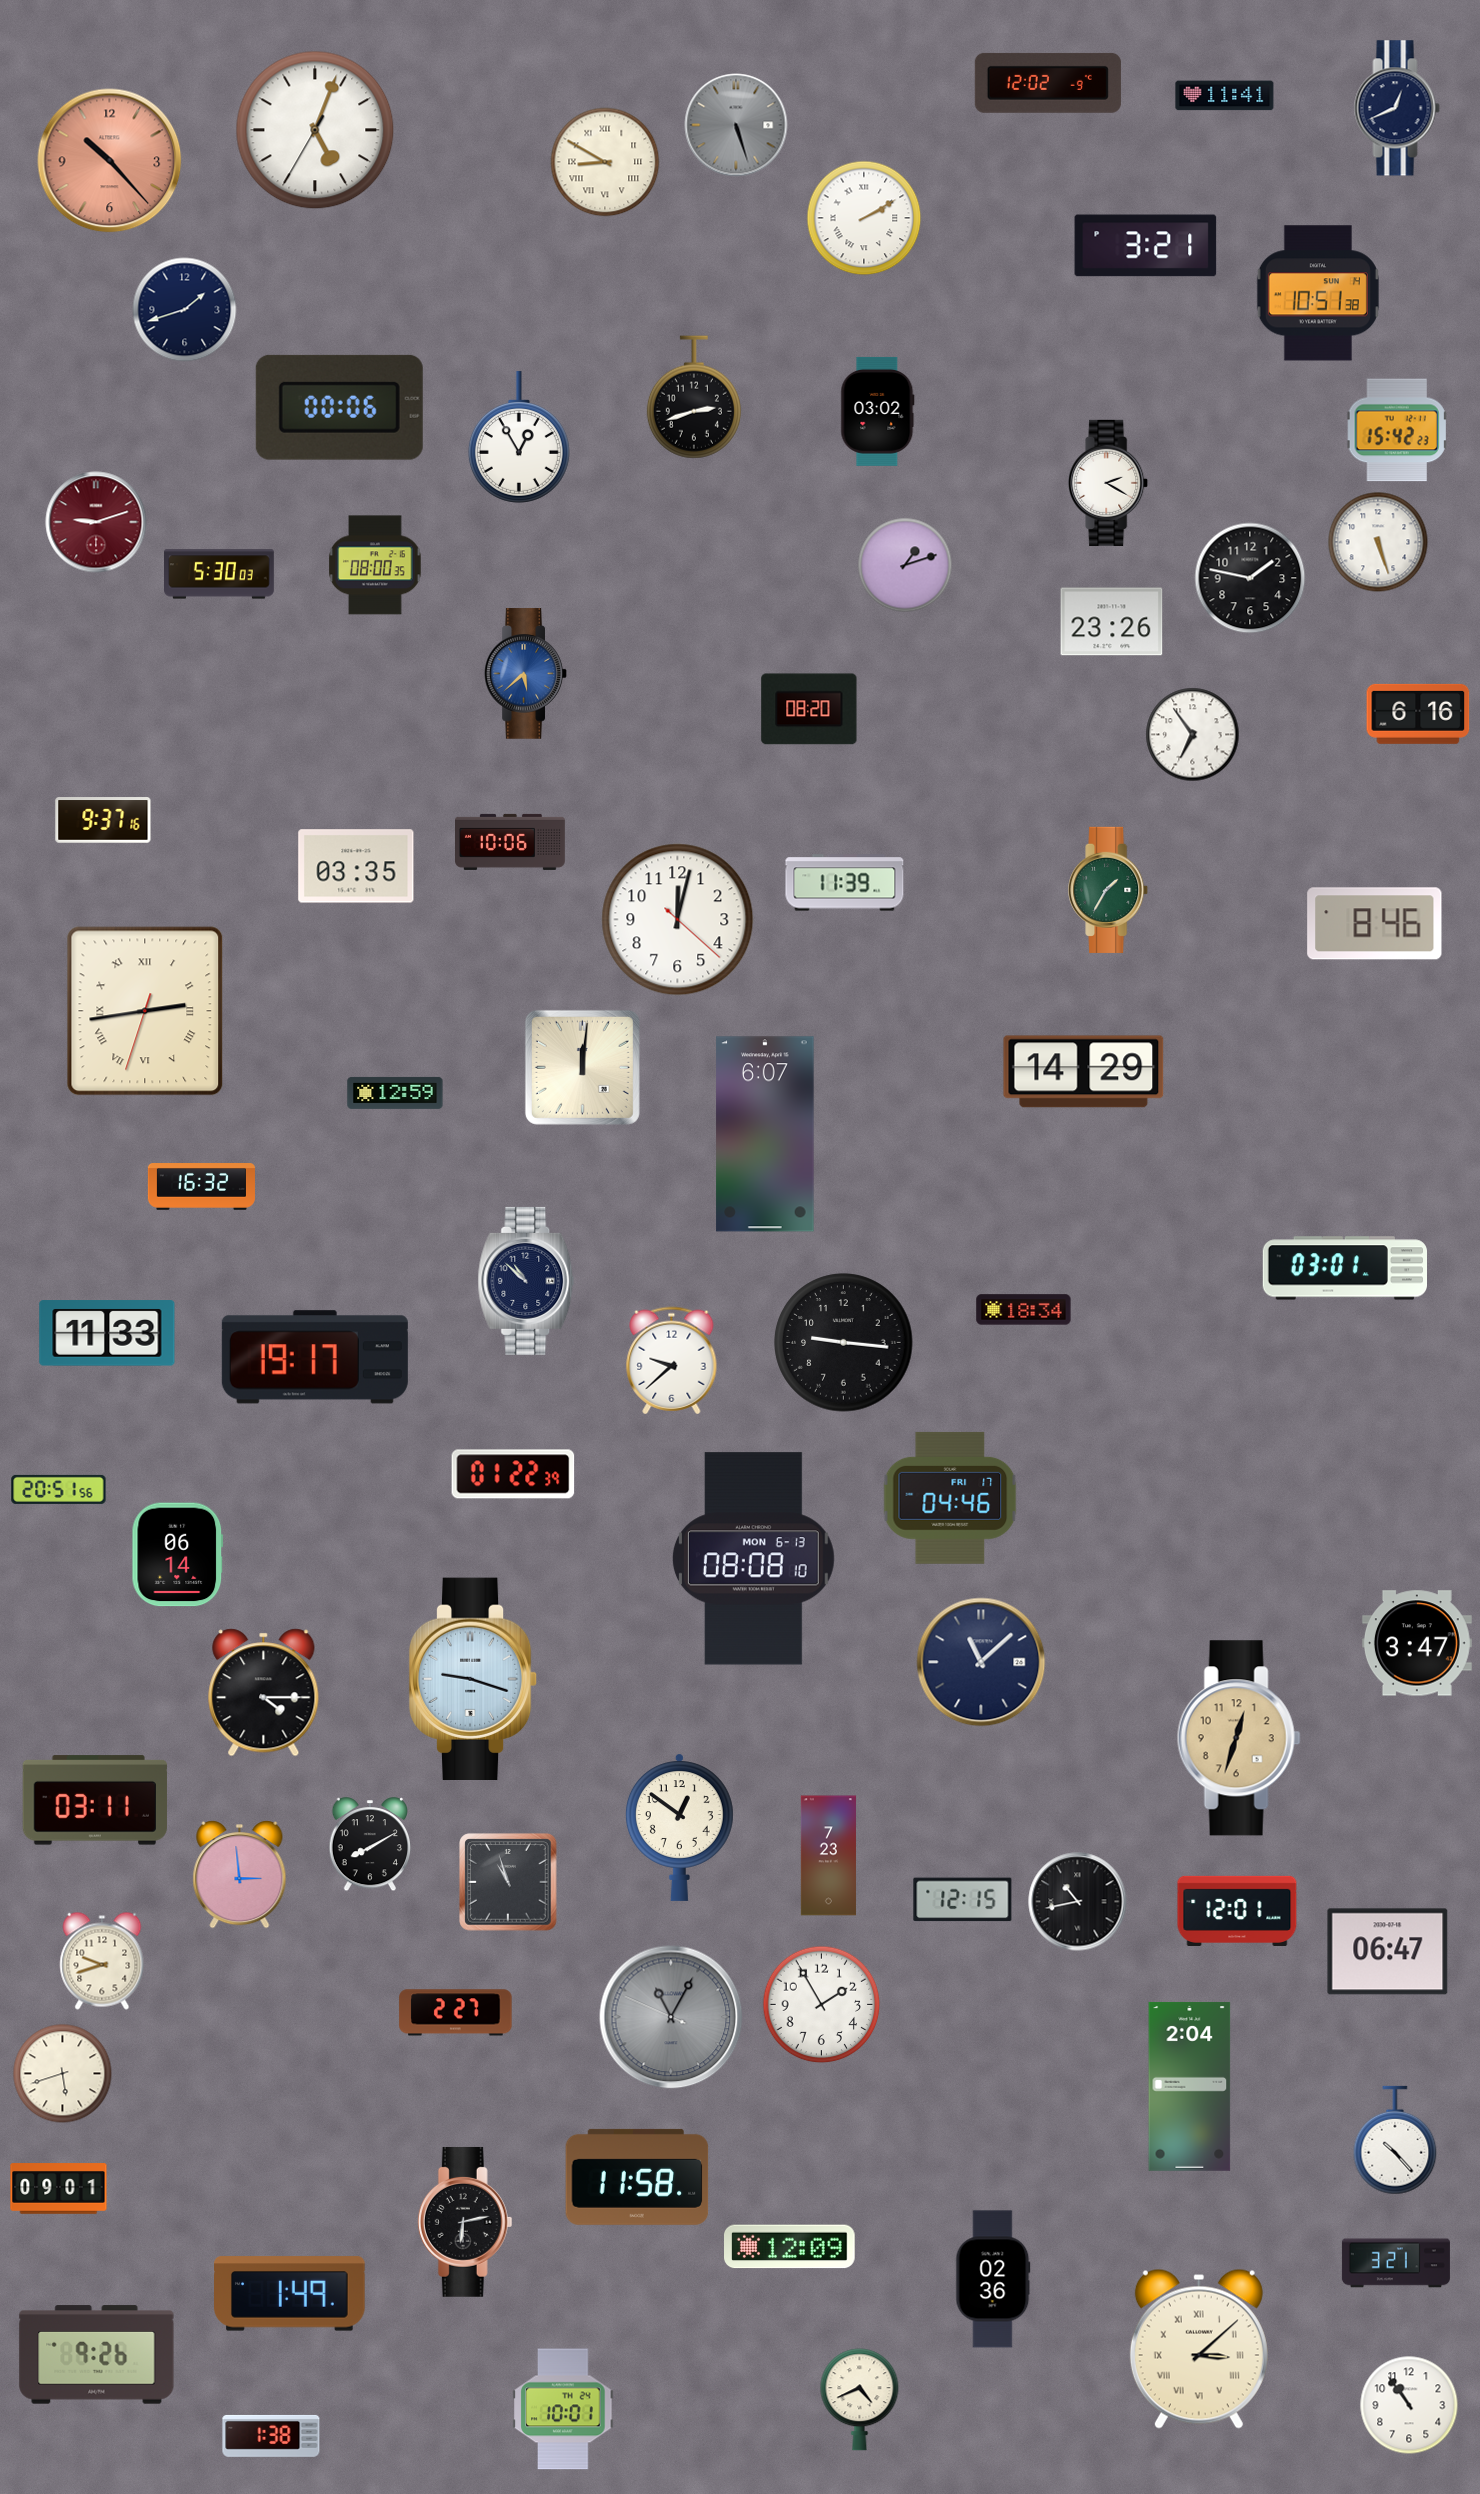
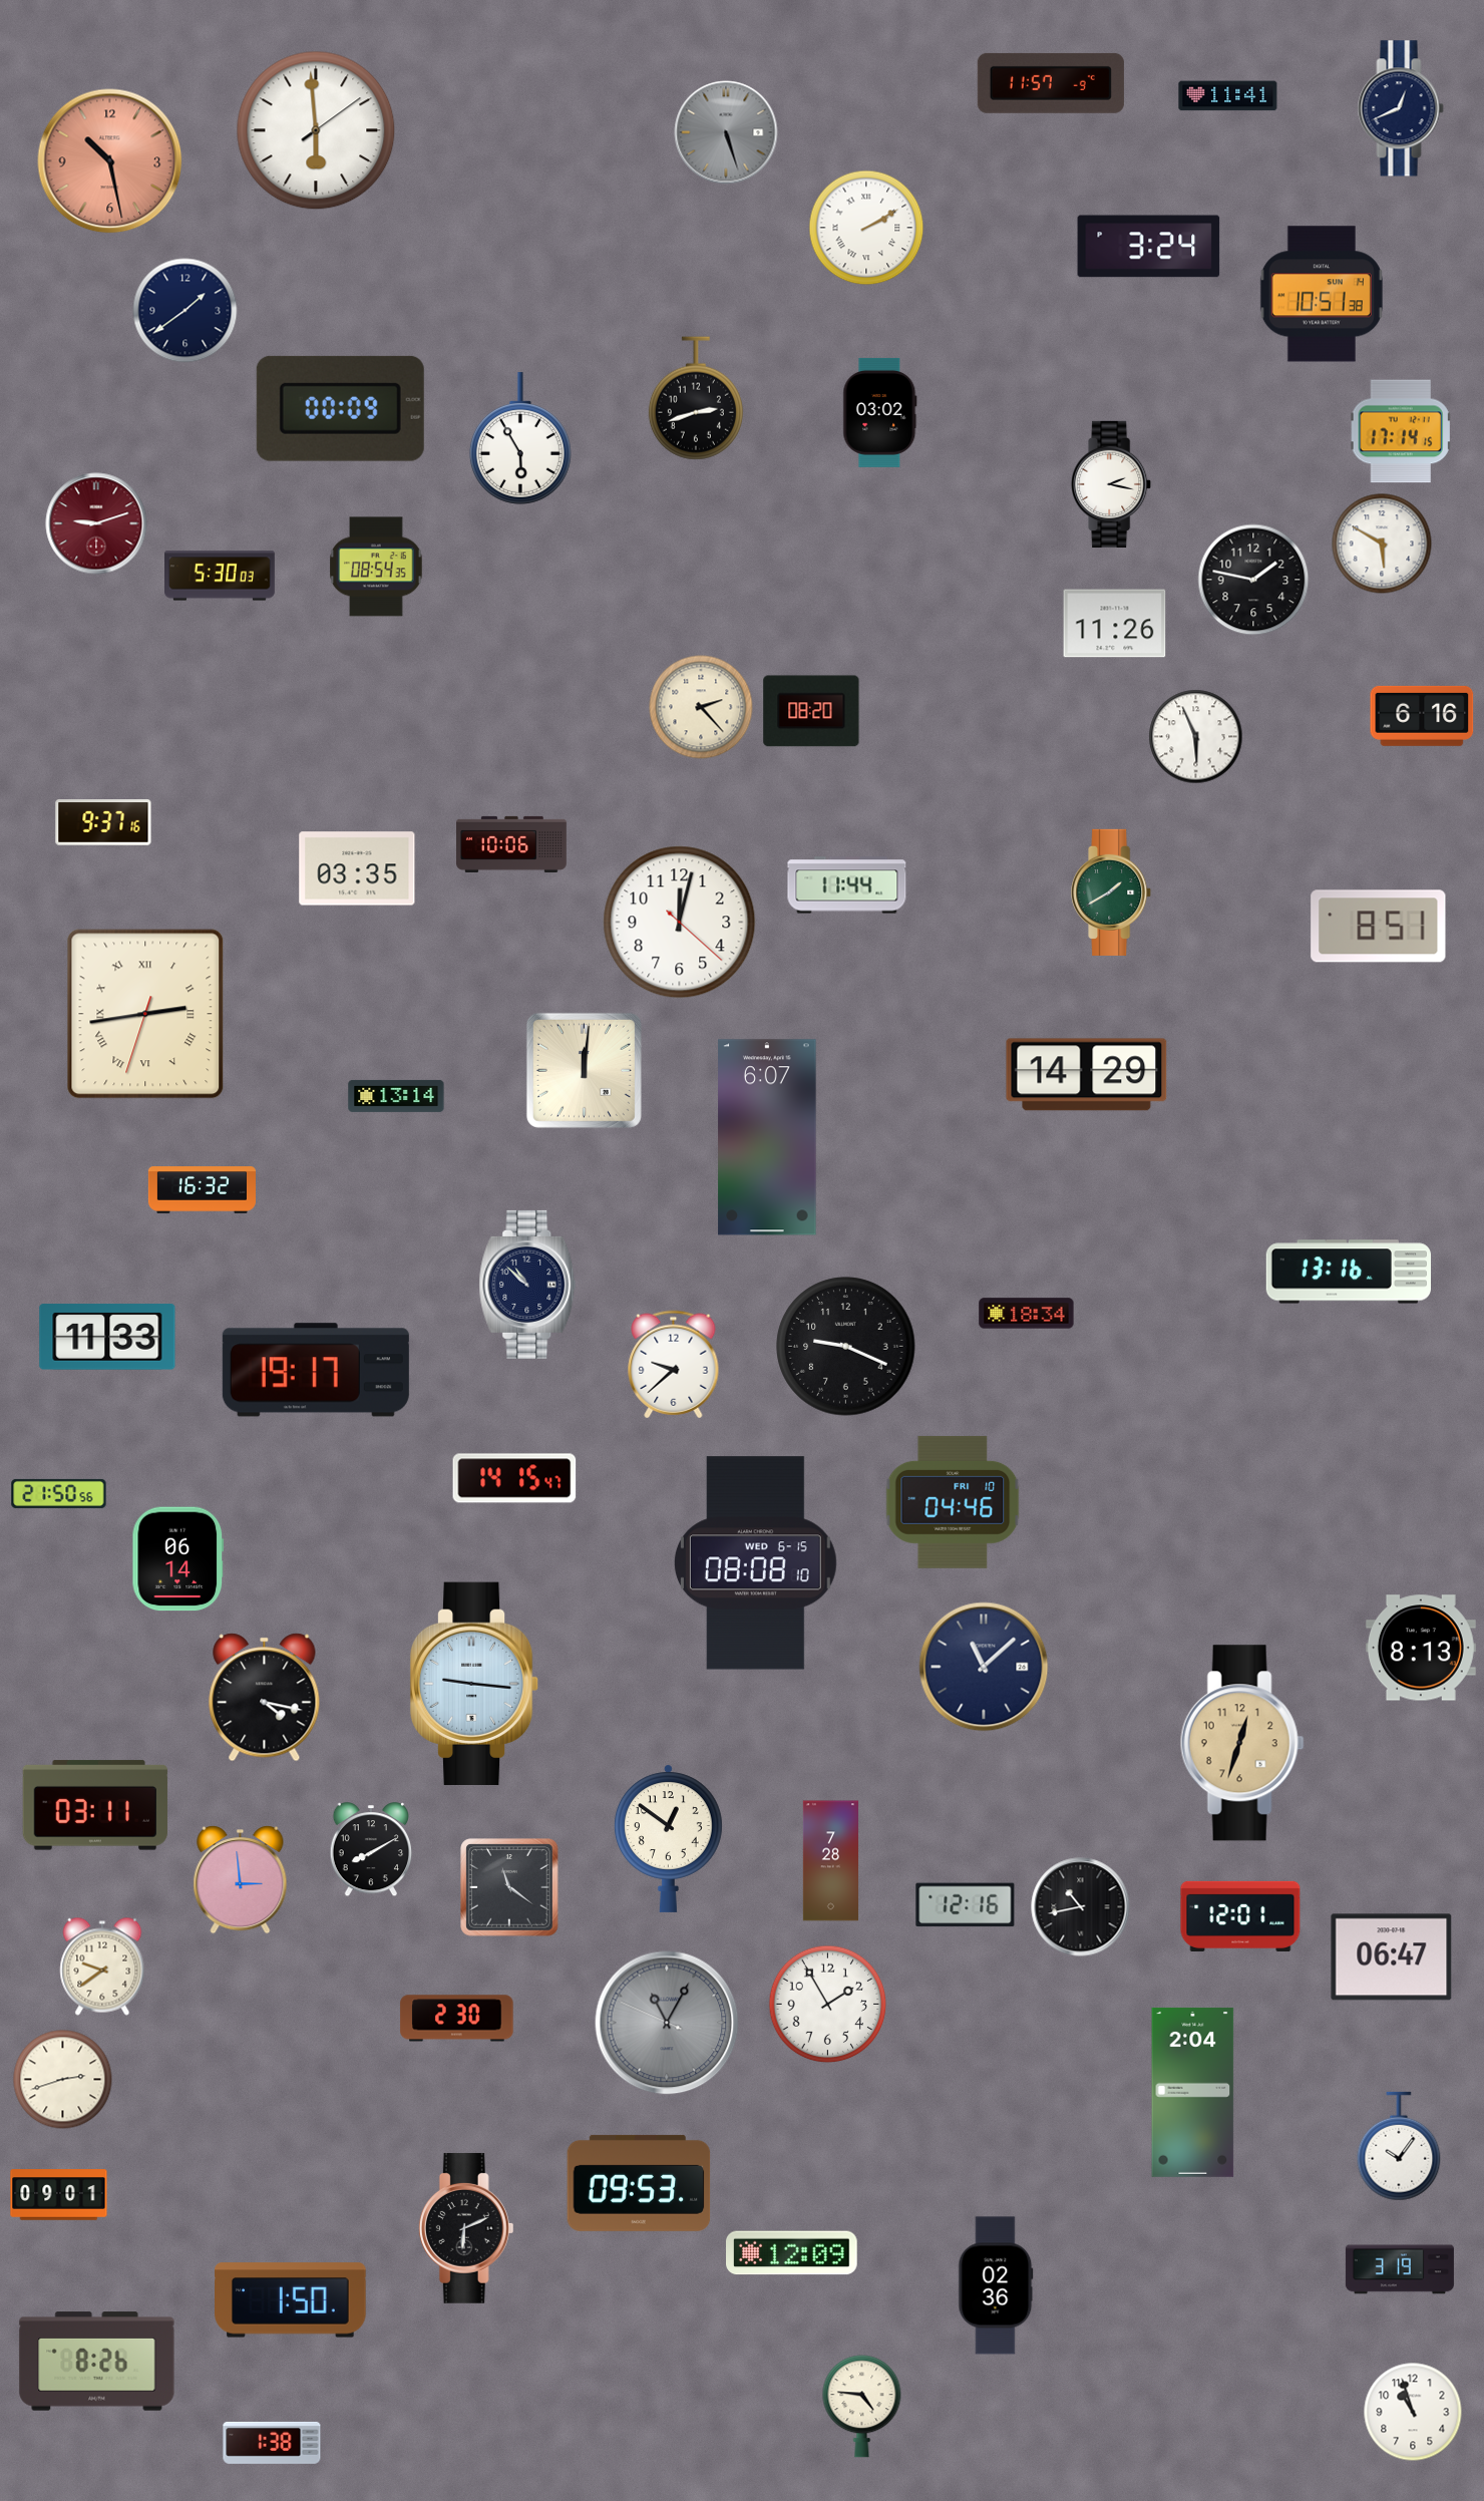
clock at (1048, 83): 12:02 -> 11:57
clock at (736, 125) position: (736, 125) -> (726, 132)
clock at (315, 130): 5:03 -> 5:59
clock at (110, 161): 10:23 -> 10:28
clock at (605, 162): 8:50 -> none
clock at (864, 218) position: (864, 218) -> (866, 228)
clock at (1146, 246): 3:21 -> 3:24
clock at (185, 310): 1:42 -> 1:39
clock at (339, 407): 00:06 -> 00:09
clock at (1397, 430): 15:42 -> 17:14
clock at (519, 437): 12:55 -> 5:55
clock at (1109, 483): 2:20 -> 2:17
clock at (1378, 542): 5:27 -> 5:50
clock at (375, 565): 08:00 -> 08:54
clock at (905, 565): 1:12 -> none
clock at (1112, 622): 23:26 -> 11:26
clock at (526, 674): 5:38 -> none
clock at (701, 707): none -> 2:23
clock at (1193, 735): 6:54 -> 5:56
clock at (845, 883): 11:39 -> 11:44
clock at (1109, 890): 1:35 -> 1:40
clock at (1375, 924): 8:46 -> 8:51
clock at (395, 1093): 12:59 -> 13:14
clock at (1344, 1268): 03:01 -> 13:16
clock at (844, 1343): 9:16 -> 9:19
clock at (315, 1357) position: (315, 1357) -> (316, 1370)
clock at (513, 1474): 01:22 -> 14:15
clock at (59, 1489): 20:51 -> 21:50
clock at (950, 1498) date: FRI 17 -> FRI 10
clock at (753, 1559) date: MON 6-13 -> WED 6-15
clock at (1417, 1643): 3:47 -> 8:13
clock at (473, 1678): 9:18 -> 9:16
clock at (264, 1693): 4:15 -> 4:17
clock at (679, 1827) position: (679, 1827) -> (668, 1838)
clock at (828, 1856): 7:23 -> 7:28
clock at (508, 1882): 10:57 -> 11:21
clock at (963, 1900): 12:15 -> 12:16
clock at (102, 1961): 9:42 -> 9:39
clock at (822, 2005) position: (822, 2005) -> (828, 2005)
clock at (456, 2013): 2:27 -> 2:30
clock at (671, 2017) position: (671, 2017) -> (667, 2023)
clock at (63, 2074): 5:42 -> 2:42
clock at (1395, 2140): 10:23 -> 10:06
clock at (637, 2177): 11:58 -> 09:53
clock at (465, 2222): 6:13 -> 6:11
clock at (1396, 2263): 3:21 -> 3:19
clock at (290, 2294): 1:49 -> 1:50
clock at (1199, 2349): 3:08 -> none
clock at (97, 2355): 9:26 -> 8:26
clock at (860, 2400): 4:41 -> 4:46
clock at (1409, 2405): 10:54 -> 10:57
clock at (563, 2409): 10:01 -> none
